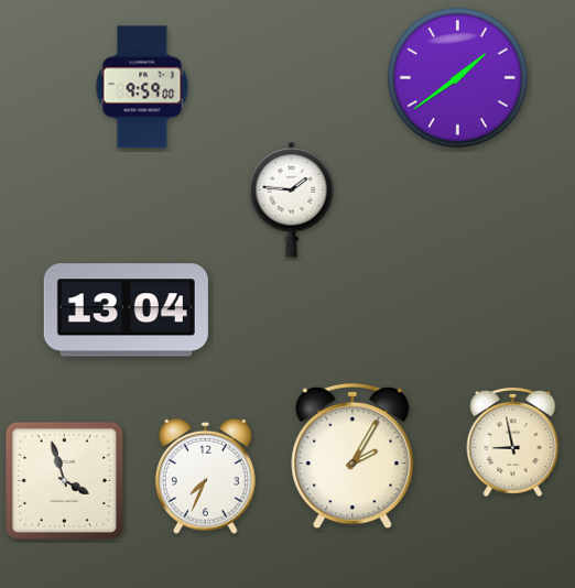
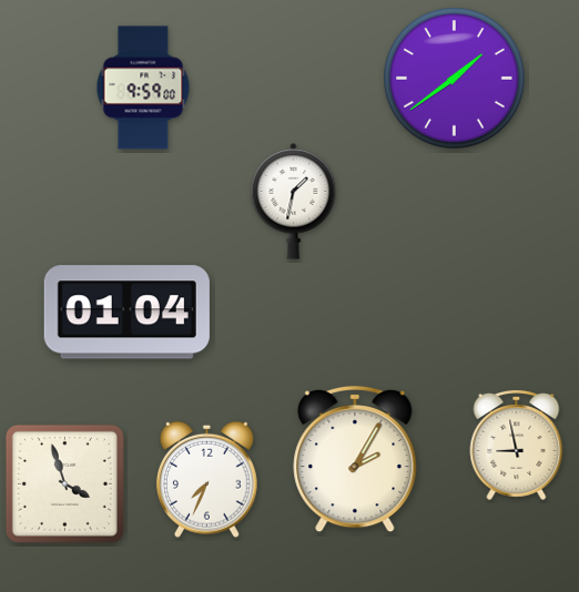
clock at (458, 78) position: (458, 78) -> (455, 79)
clock at (292, 199): 1:46 -> 1:32
clock at (126, 311): 13:04 -> 01:04
